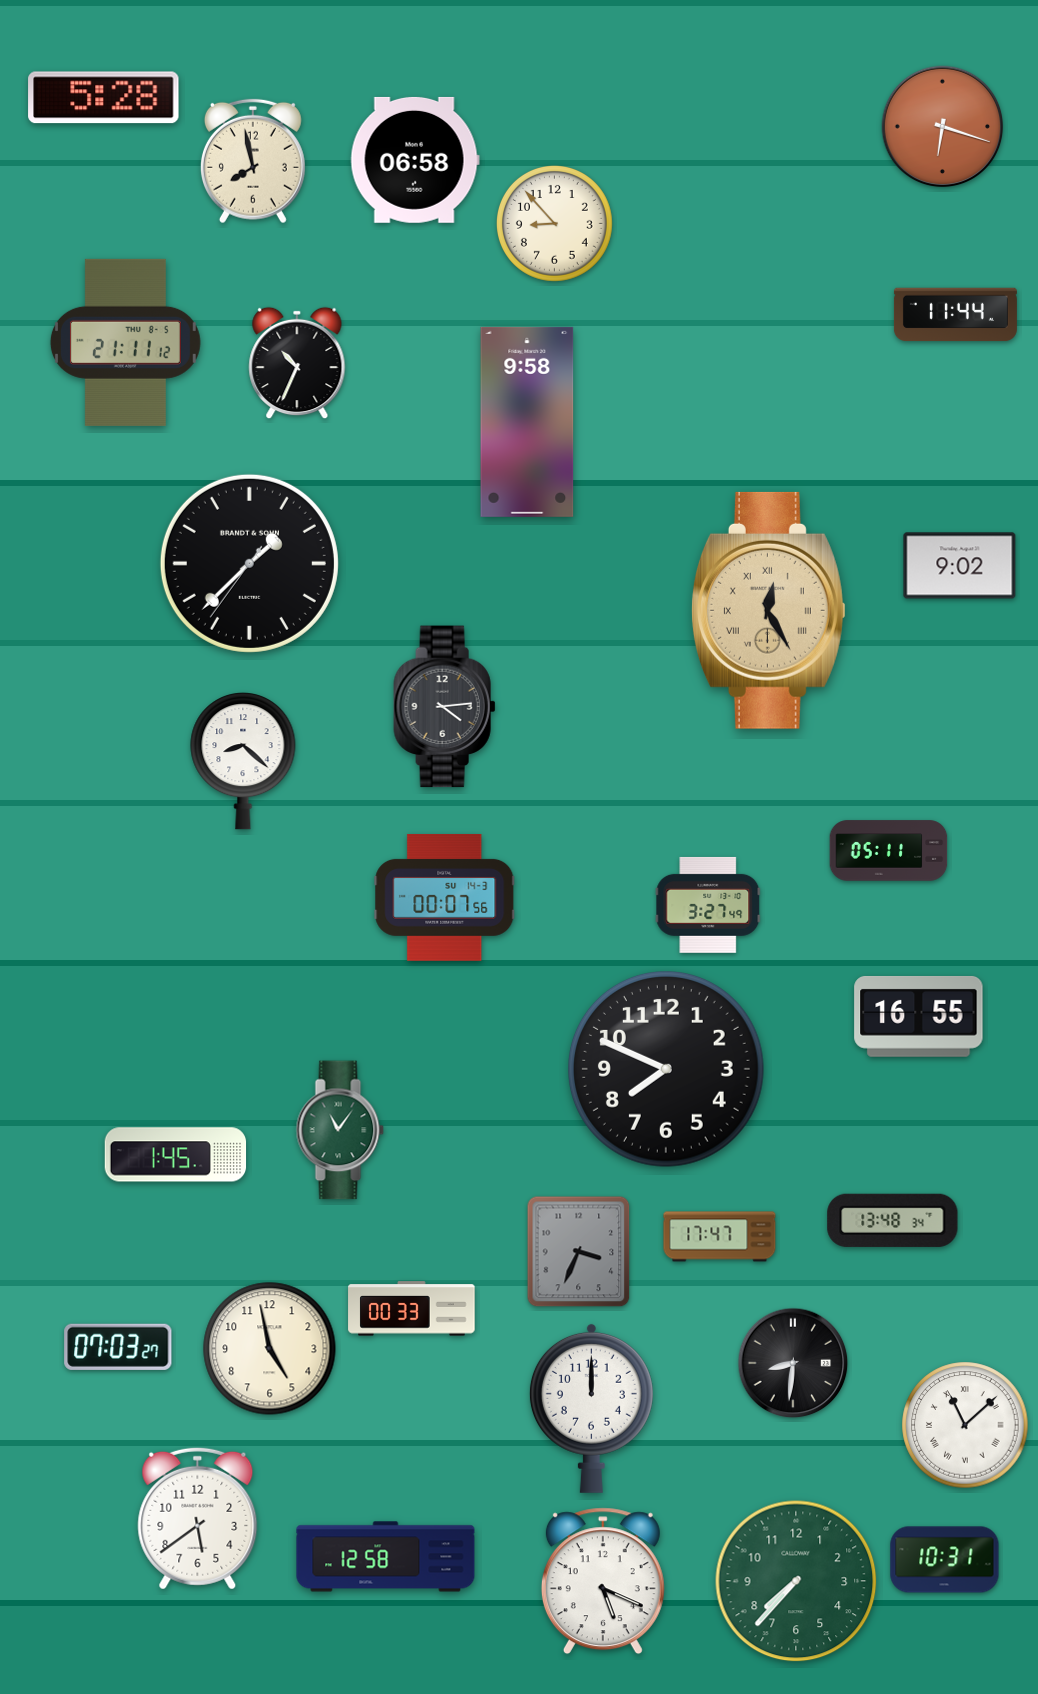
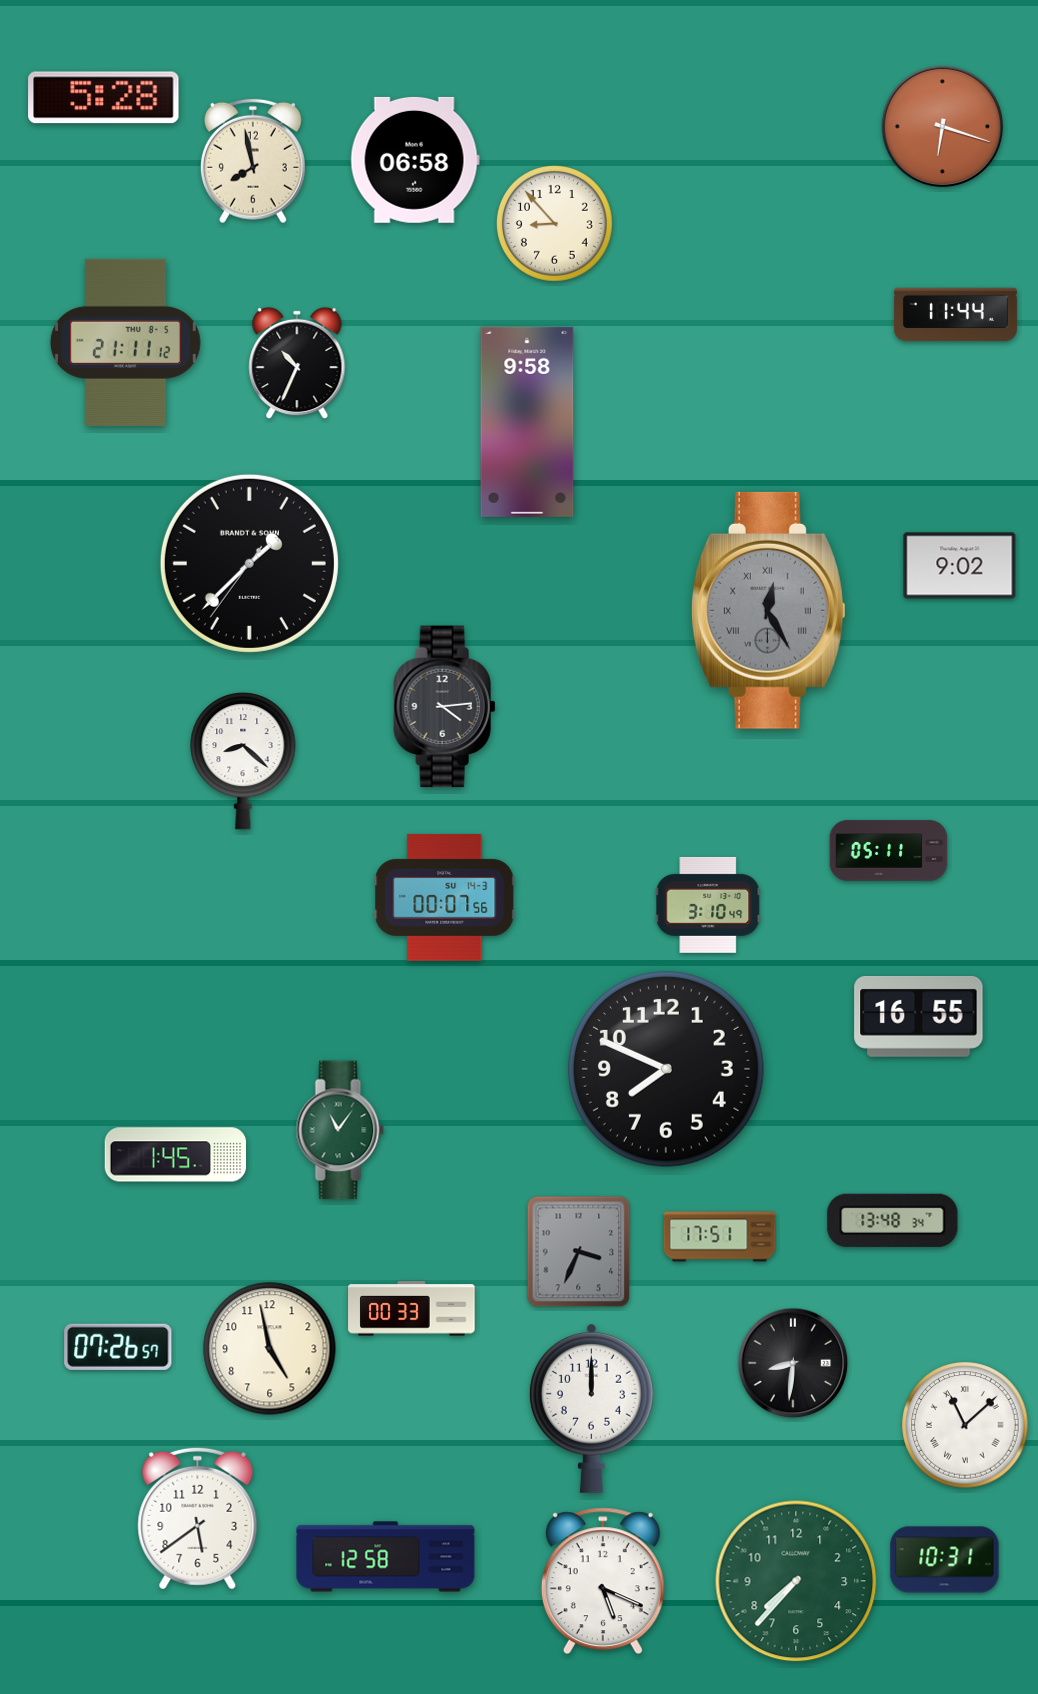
clock at (768, 610) dial: champagne -> grey
clock at (708, 905): 3:27 -> 3:10
clock at (720, 1237): 17:47 -> 17:51
clock at (118, 1347): 07:03 -> 07:26
